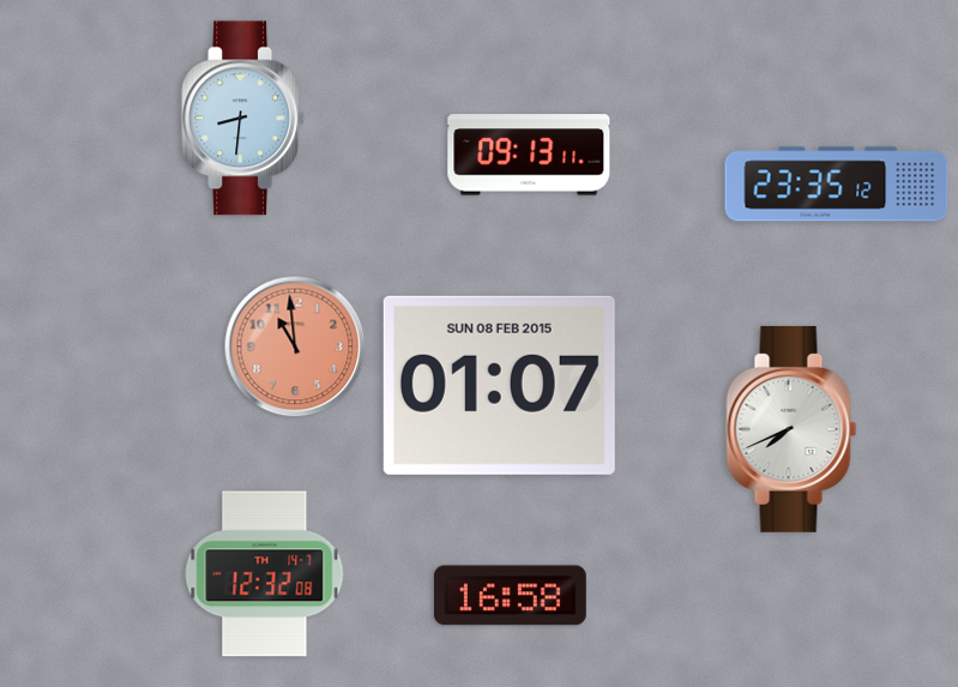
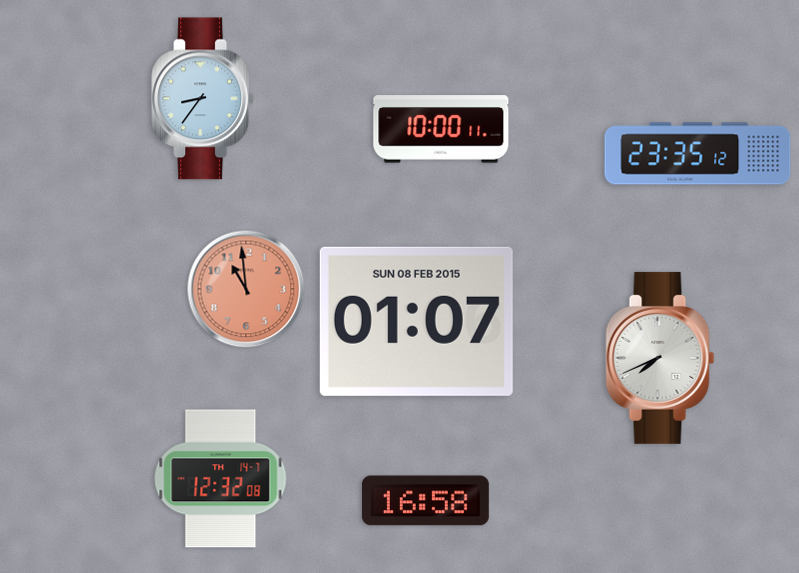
clock at (243, 119): 8:31 -> 8:36
clock at (529, 155): 09:13 -> 10:00
clock at (510, 596) position: (510, 596) -> (425, 501)
